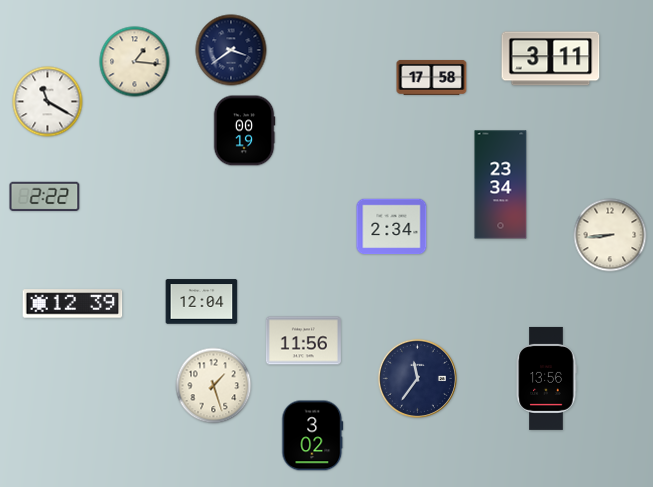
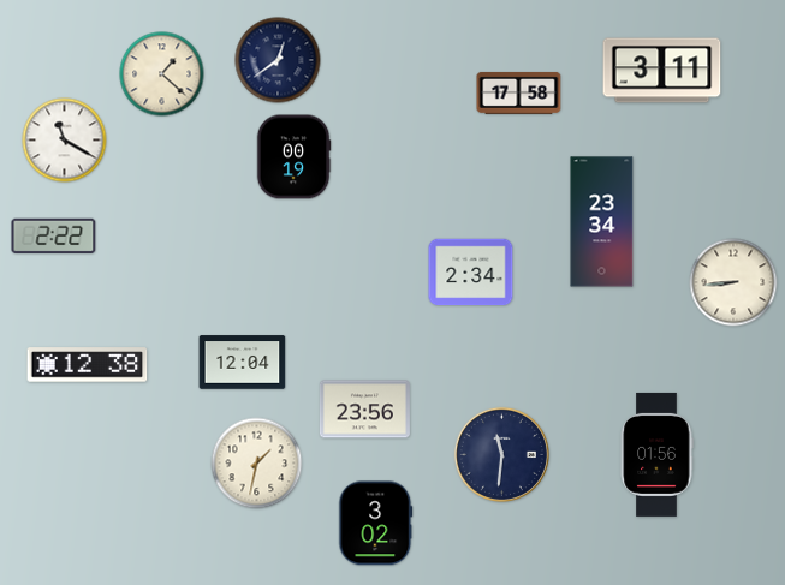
clock at (231, 50): 3:39 -> 12:39
clock at (135, 62): 1:16 -> 1:22
clock at (48, 102) position: (48, 102) -> (65, 141)
clock at (73, 304): 12:39 -> 12:38
clock at (303, 341): 11:56 -> 23:56
clock at (417, 378): 11:36 -> 11:31
clock at (546, 378): 13:56 -> 01:56
clock at (214, 386): 1:27 -> 1:32
